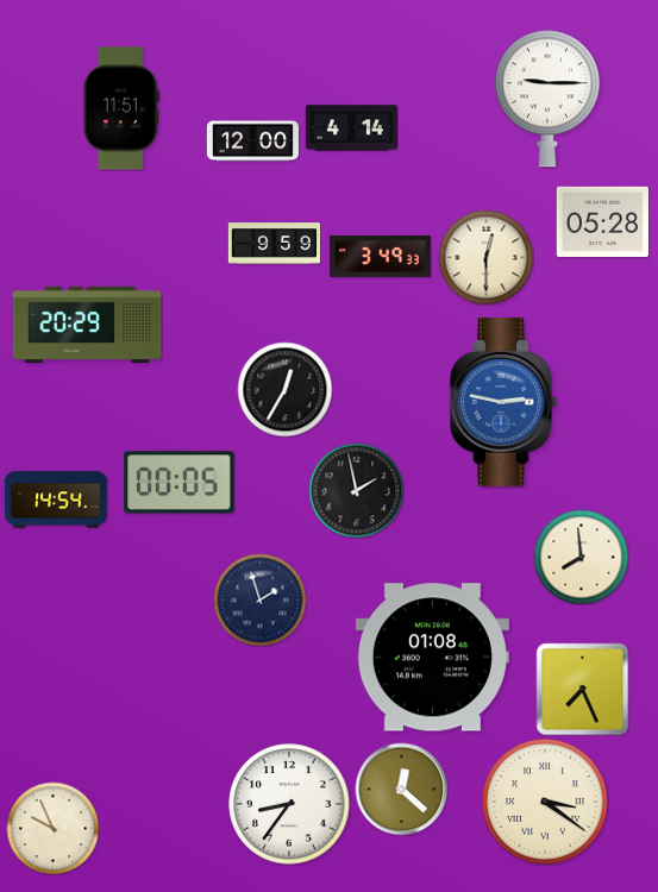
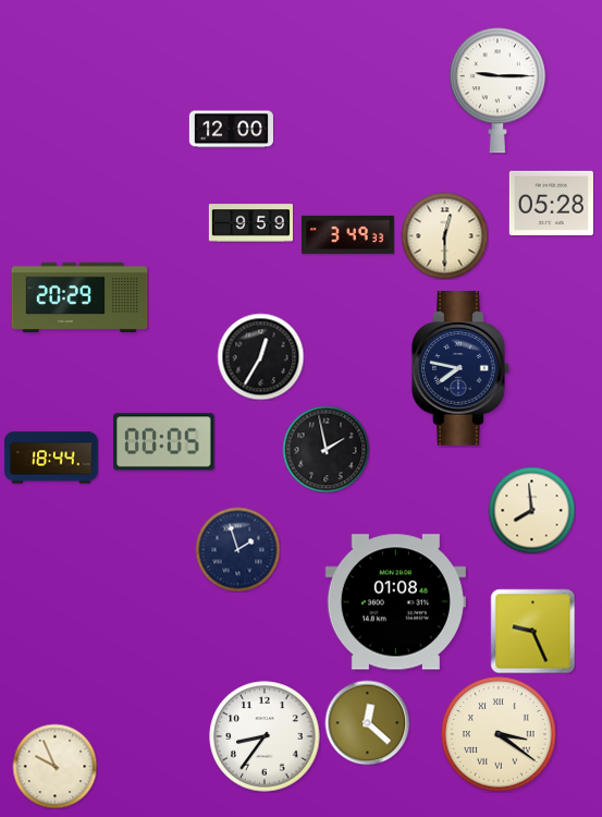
clock at (547, 99) position: (547, 99) -> (497, 90)
clock at (121, 108): 11:51 -> none
clock at (351, 128): 4:14 -> none
clock at (503, 402): 2:47 -> 7:47
clock at (503, 402) dial: blue -> navy
clock at (56, 500): 14:54 -> 18:44
clock at (582, 689): 7:26 -> 9:26
clock at (52, 828) position: (52, 828) -> (54, 766)
